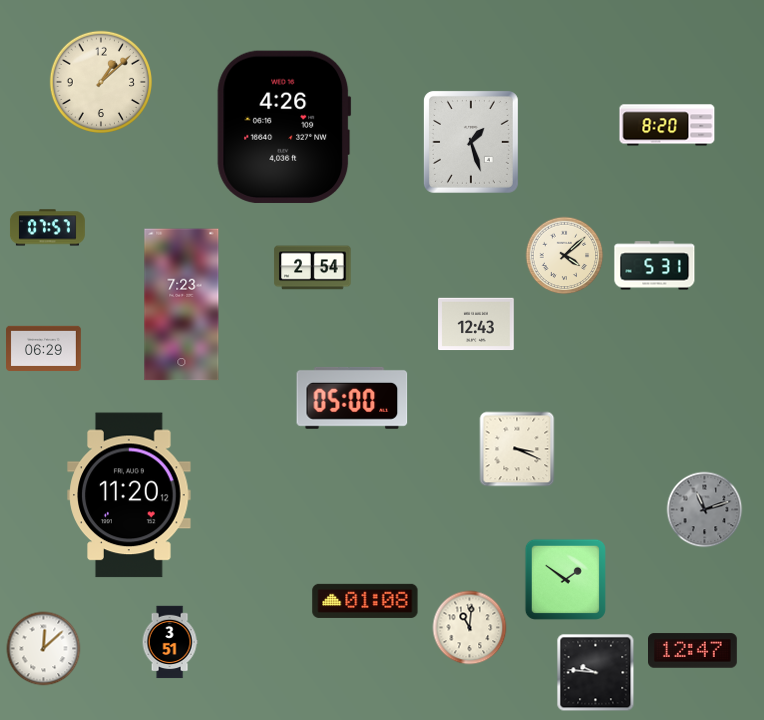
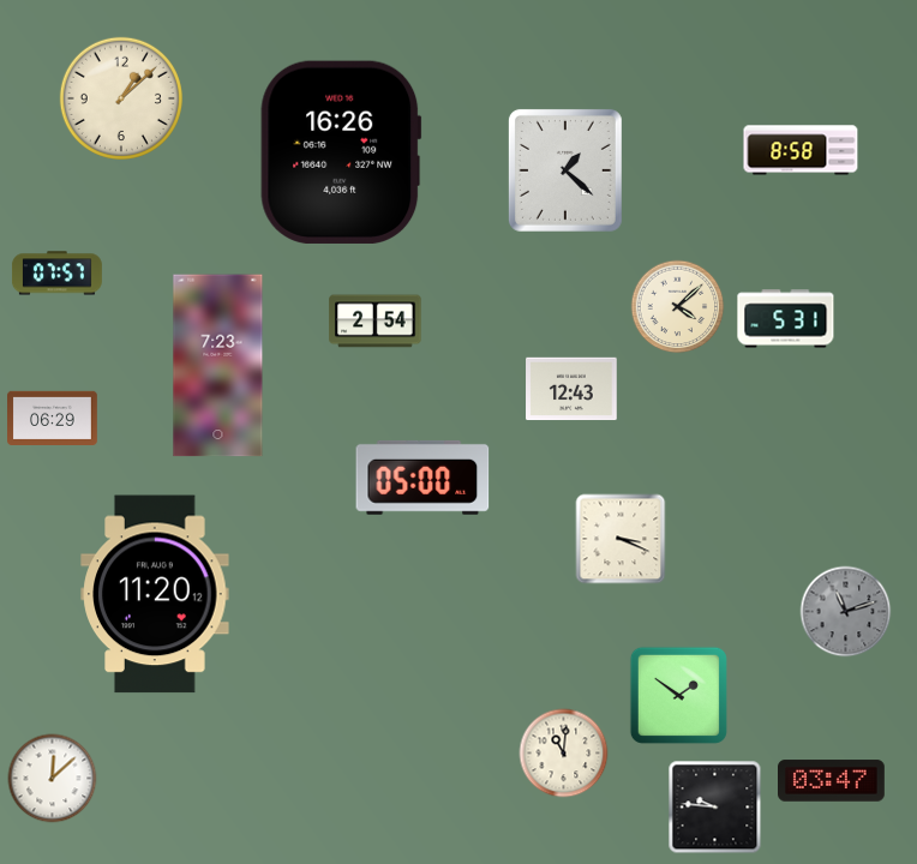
clock at (667, 125): 8:20 -> 8:58
clock at (284, 127): 4:26 -> 16:26
clock at (471, 142): 1:27 -> 1:22
clock at (365, 601): 01:08 -> none
clock at (170, 642): 3:51 -> none
clock at (693, 651): 12:47 -> 03:47
